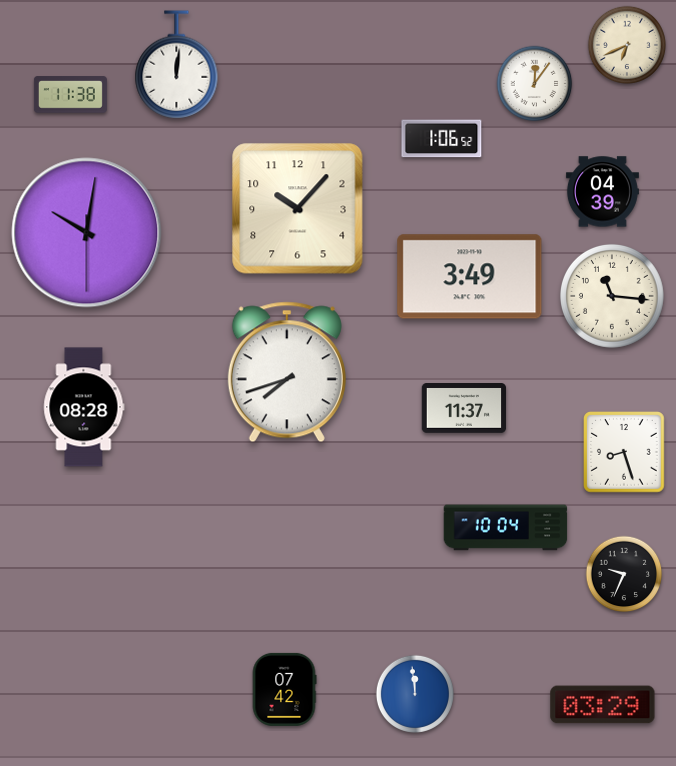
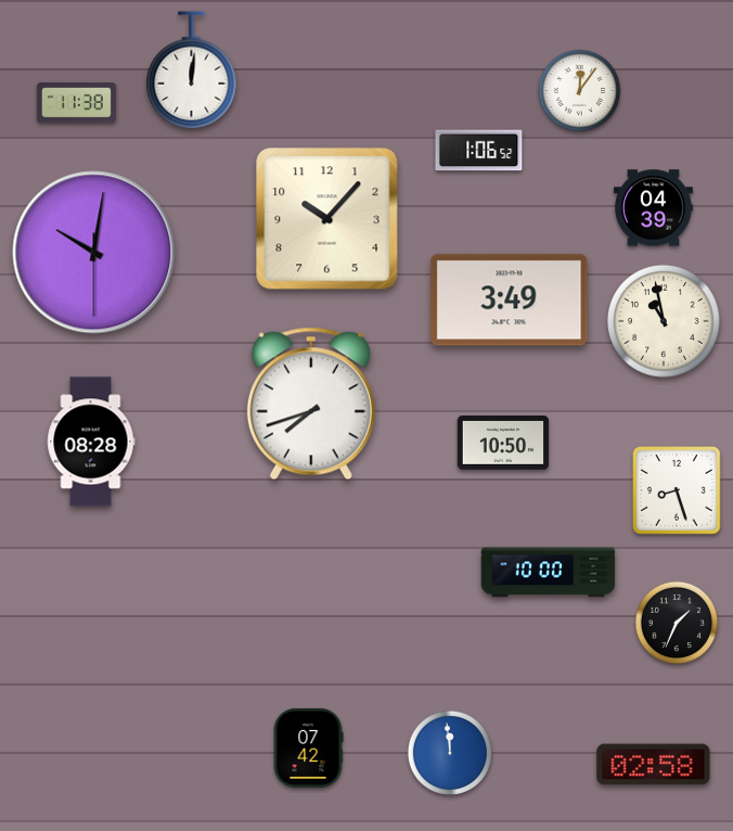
clock at (627, 45): 6:41 -> none
clock at (298, 209) position: (298, 209) -> (327, 219)
clock at (612, 296): 11:16 -> 10:58
clock at (464, 409): 11:37 -> 10:50
clock at (506, 528): 10:04 -> 10:00
clock at (624, 574): 9:34 -> 1:34
clock at (603, 705): 03:29 -> 02:58
